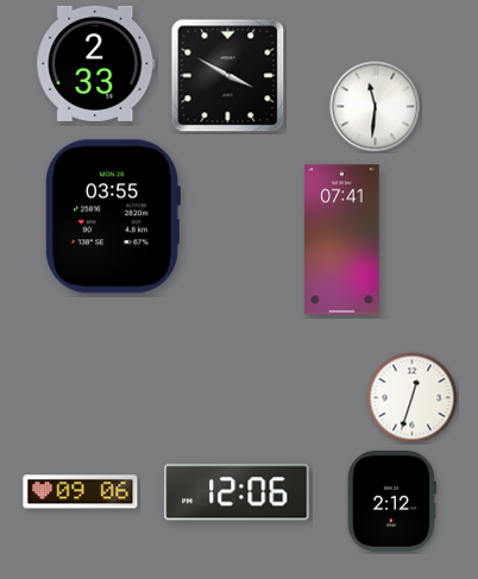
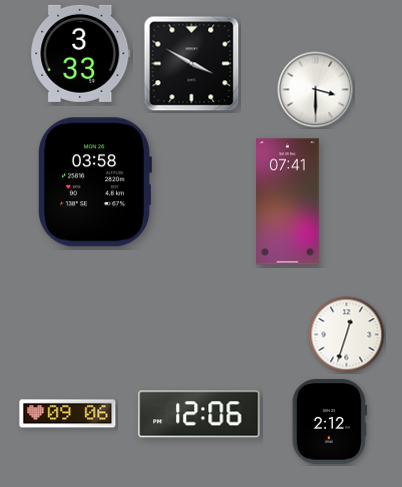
clock at (96, 63): 2:33 -> 3:33
clock at (376, 107): 11:31 -> 3:30
clock at (113, 216): 03:55 -> 03:58
